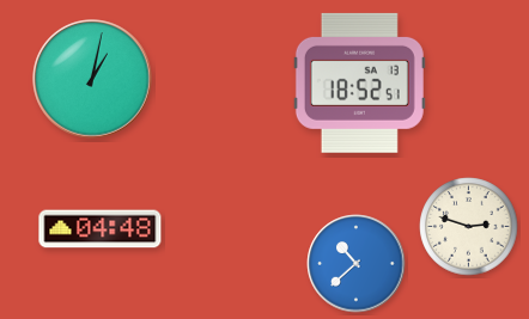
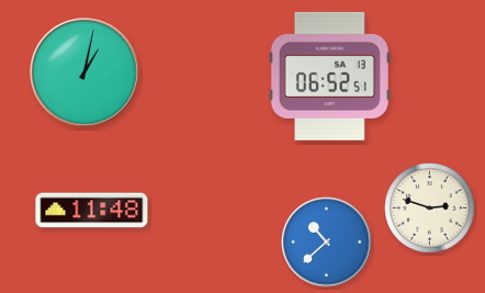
clock at (359, 82): 18:52 -> 06:52
clock at (101, 229): 04:48 -> 11:48
